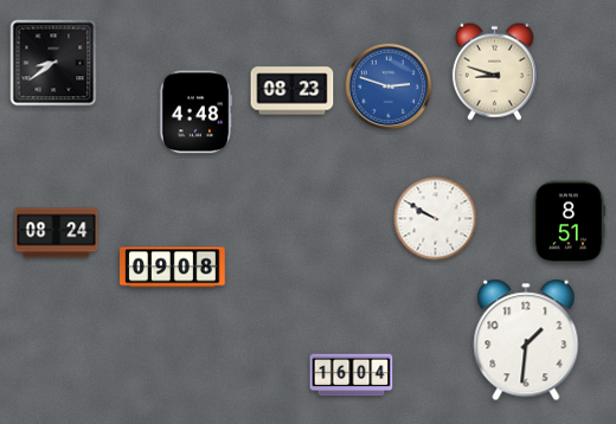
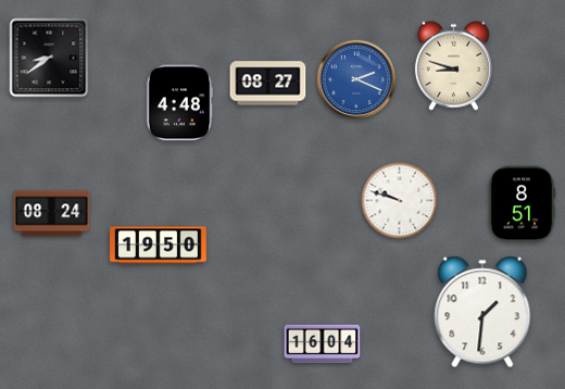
clock at (389, 86): 2:48 -> 2:19
clock at (293, 91): 08:23 -> 08:27
clock at (436, 219): 9:50 -> 9:48
clock at (173, 268): 09:08 -> 19:50
